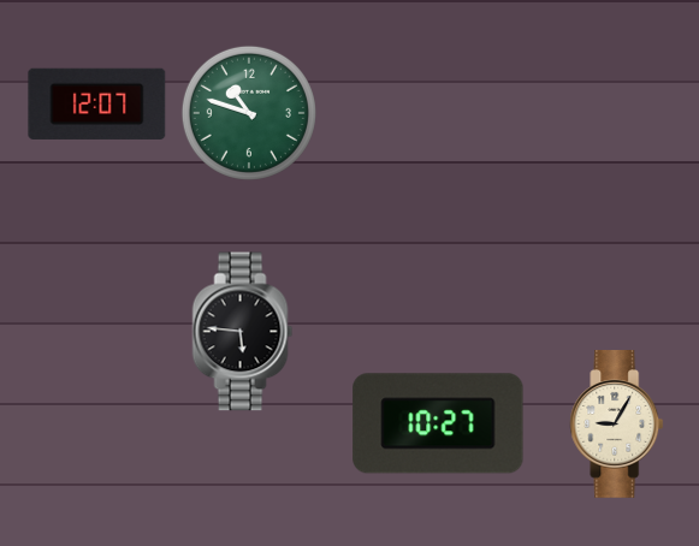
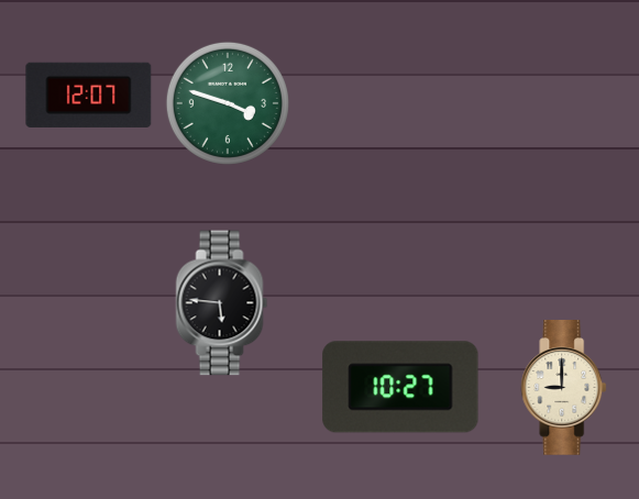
clock at (249, 113): 10:48 -> 3:48
clock at (617, 425): 9:05 -> 9:00
